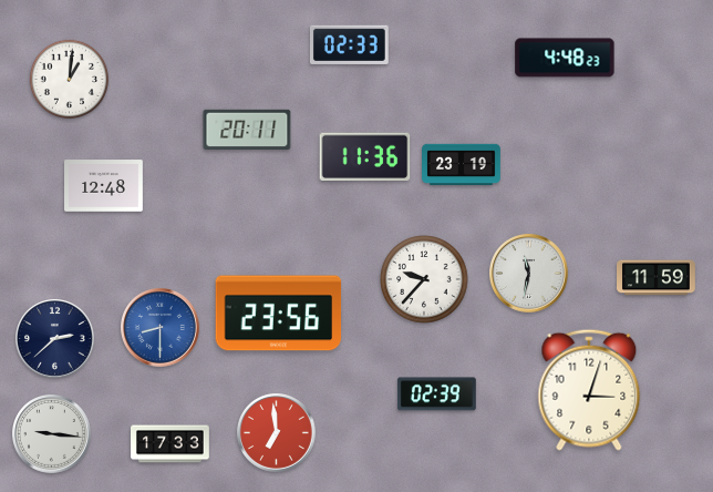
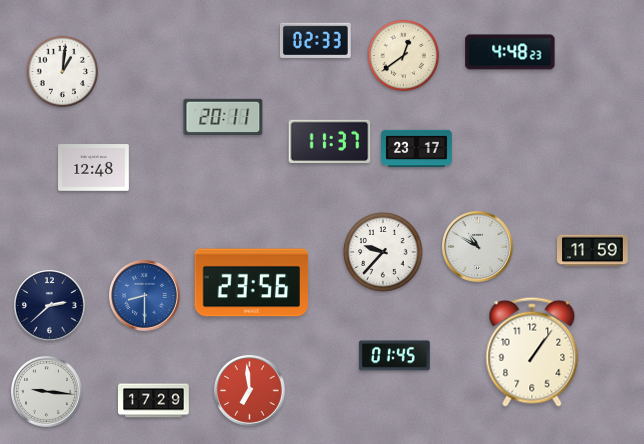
clock at (404, 56): none -> 12:39
clock at (365, 156): 11:36 -> 11:37
clock at (462, 165): 23:19 -> 23:17
clock at (529, 274): 11:32 -> 10:50
clock at (589, 390): 3:03 -> 1:06
clock at (436, 394): 02:39 -> 01:45
clock at (170, 444): 17:33 -> 17:29
